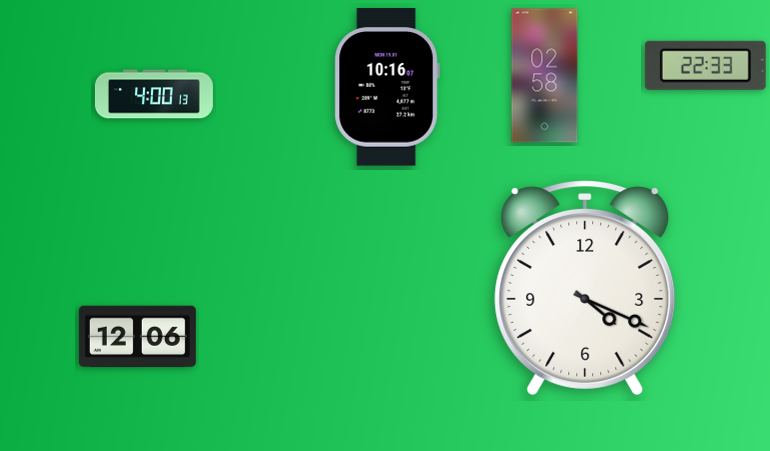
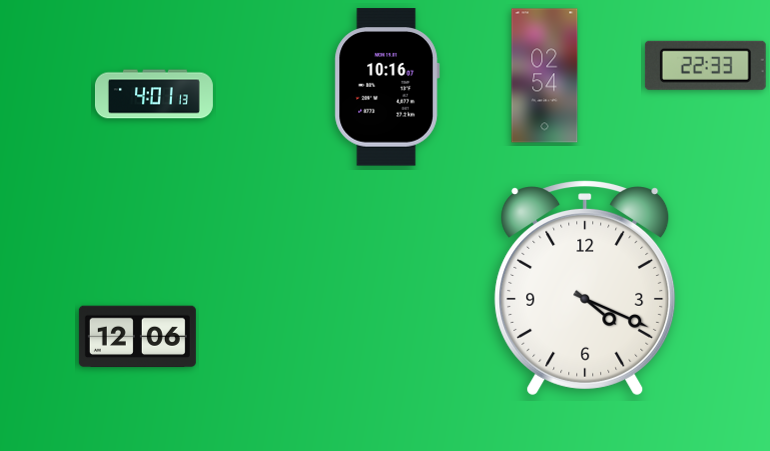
clock at (545, 76): 02:58 -> 02:54
clock at (154, 94): 4:00 -> 4:01
